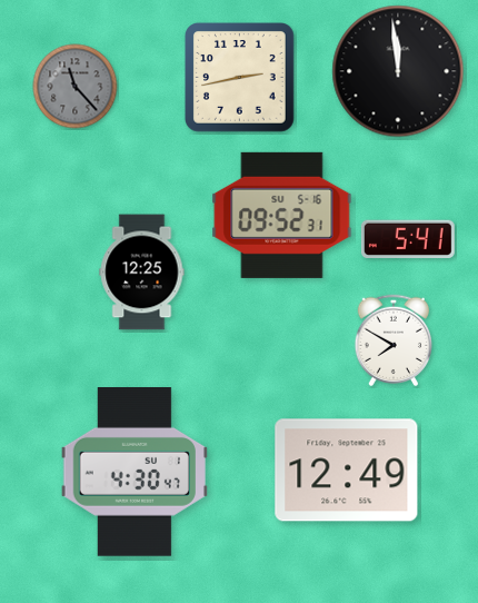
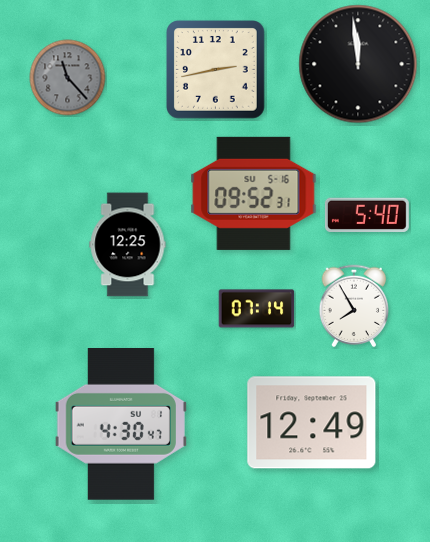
clock at (408, 239): 5:41 -> 5:40
clock at (394, 340): 7:50 -> 7:55
clock at (257, 309): none -> 07:14
